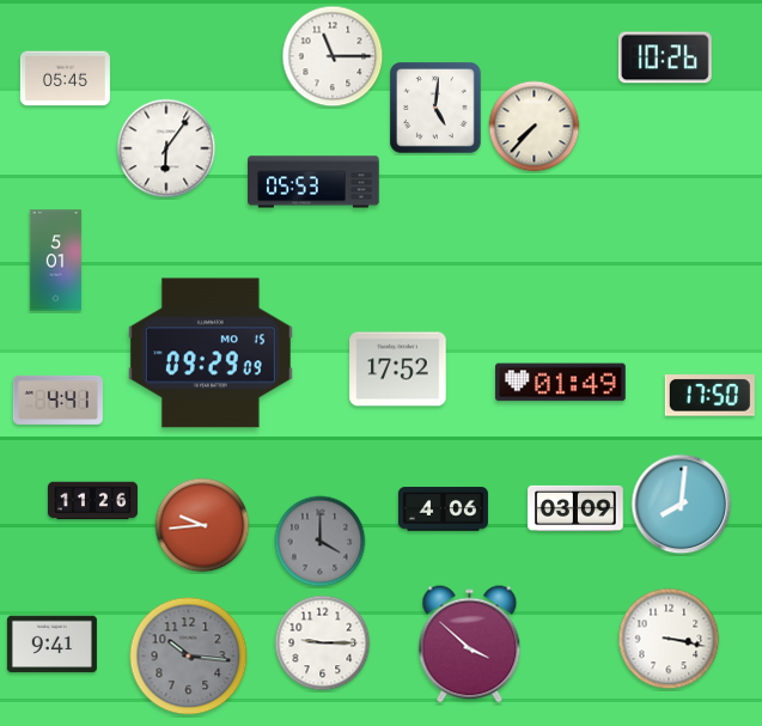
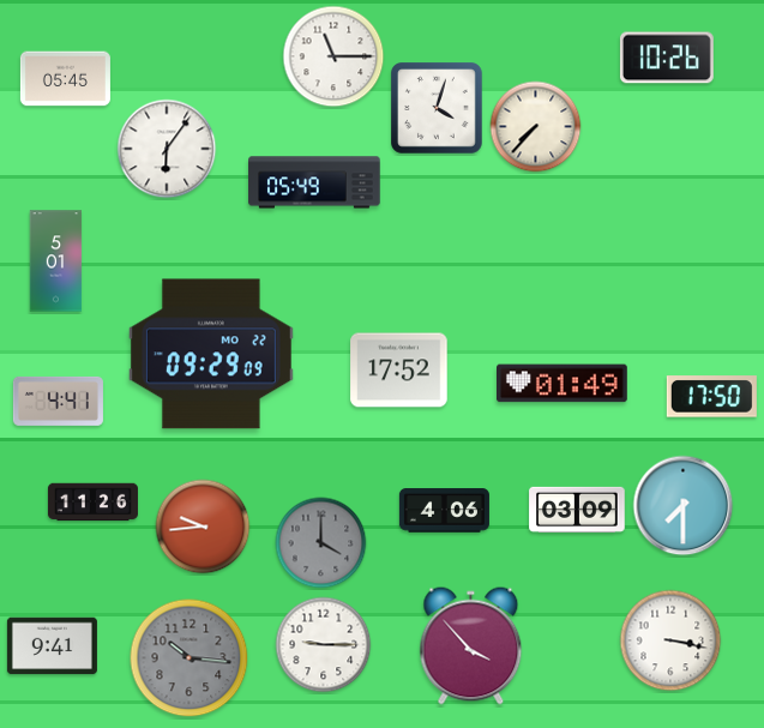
clock at (437, 109): 5:01 -> 4:03
clock at (313, 182): 05:53 -> 05:49
clock at (211, 353) date: MO 15 -> MO 22
clock at (682, 505): 8:01 -> 7:30
clock at (470, 645): 3:52 -> 3:53
